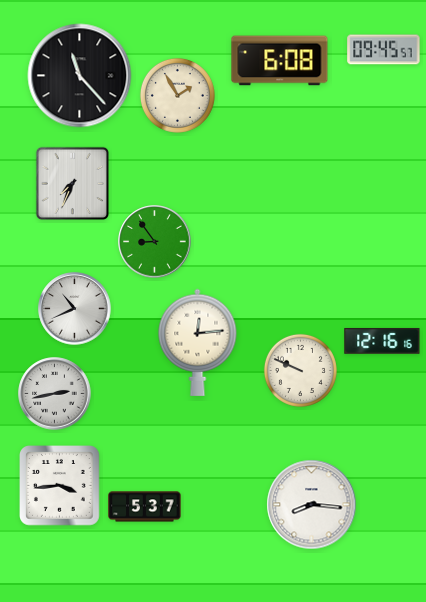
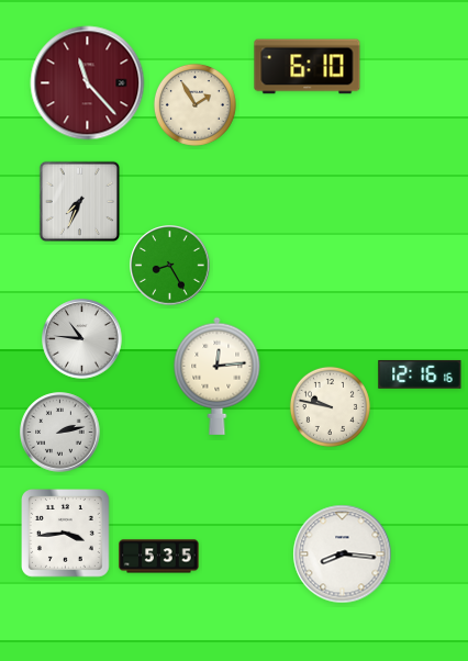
clock at (384, 50): 09:45 -> none
clock at (280, 61): 6:08 -> 6:10
clock at (80, 76) dial: black -> burgundy
clock at (155, 242): 8:54 -> 8:25
clock at (75, 309): 10:41 -> 10:46
clock at (300, 370): 9:49 -> 9:47
clock at (55, 394): 2:43 -> 2:13
clock at (145, 507): 5:37 -> 5:35
